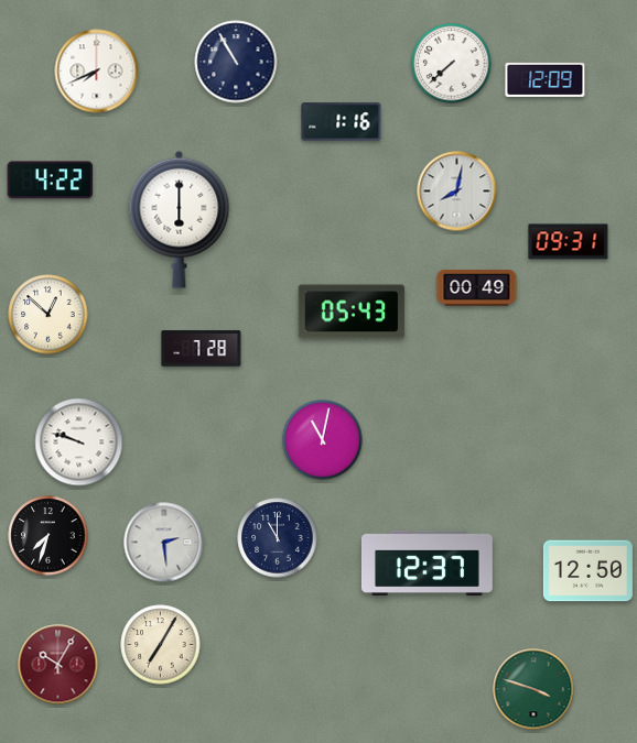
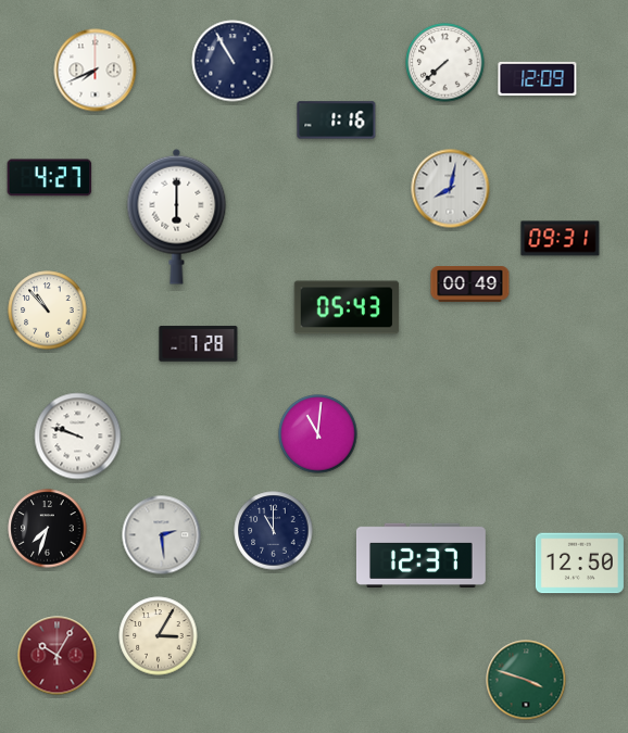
clock at (51, 181): 4:22 -> 4:27
clock at (48, 315): 12:52 -> 10:53
clock at (323, 440): 11:02 -> 11:01
clock at (161, 645): 7:05 -> 3:05
